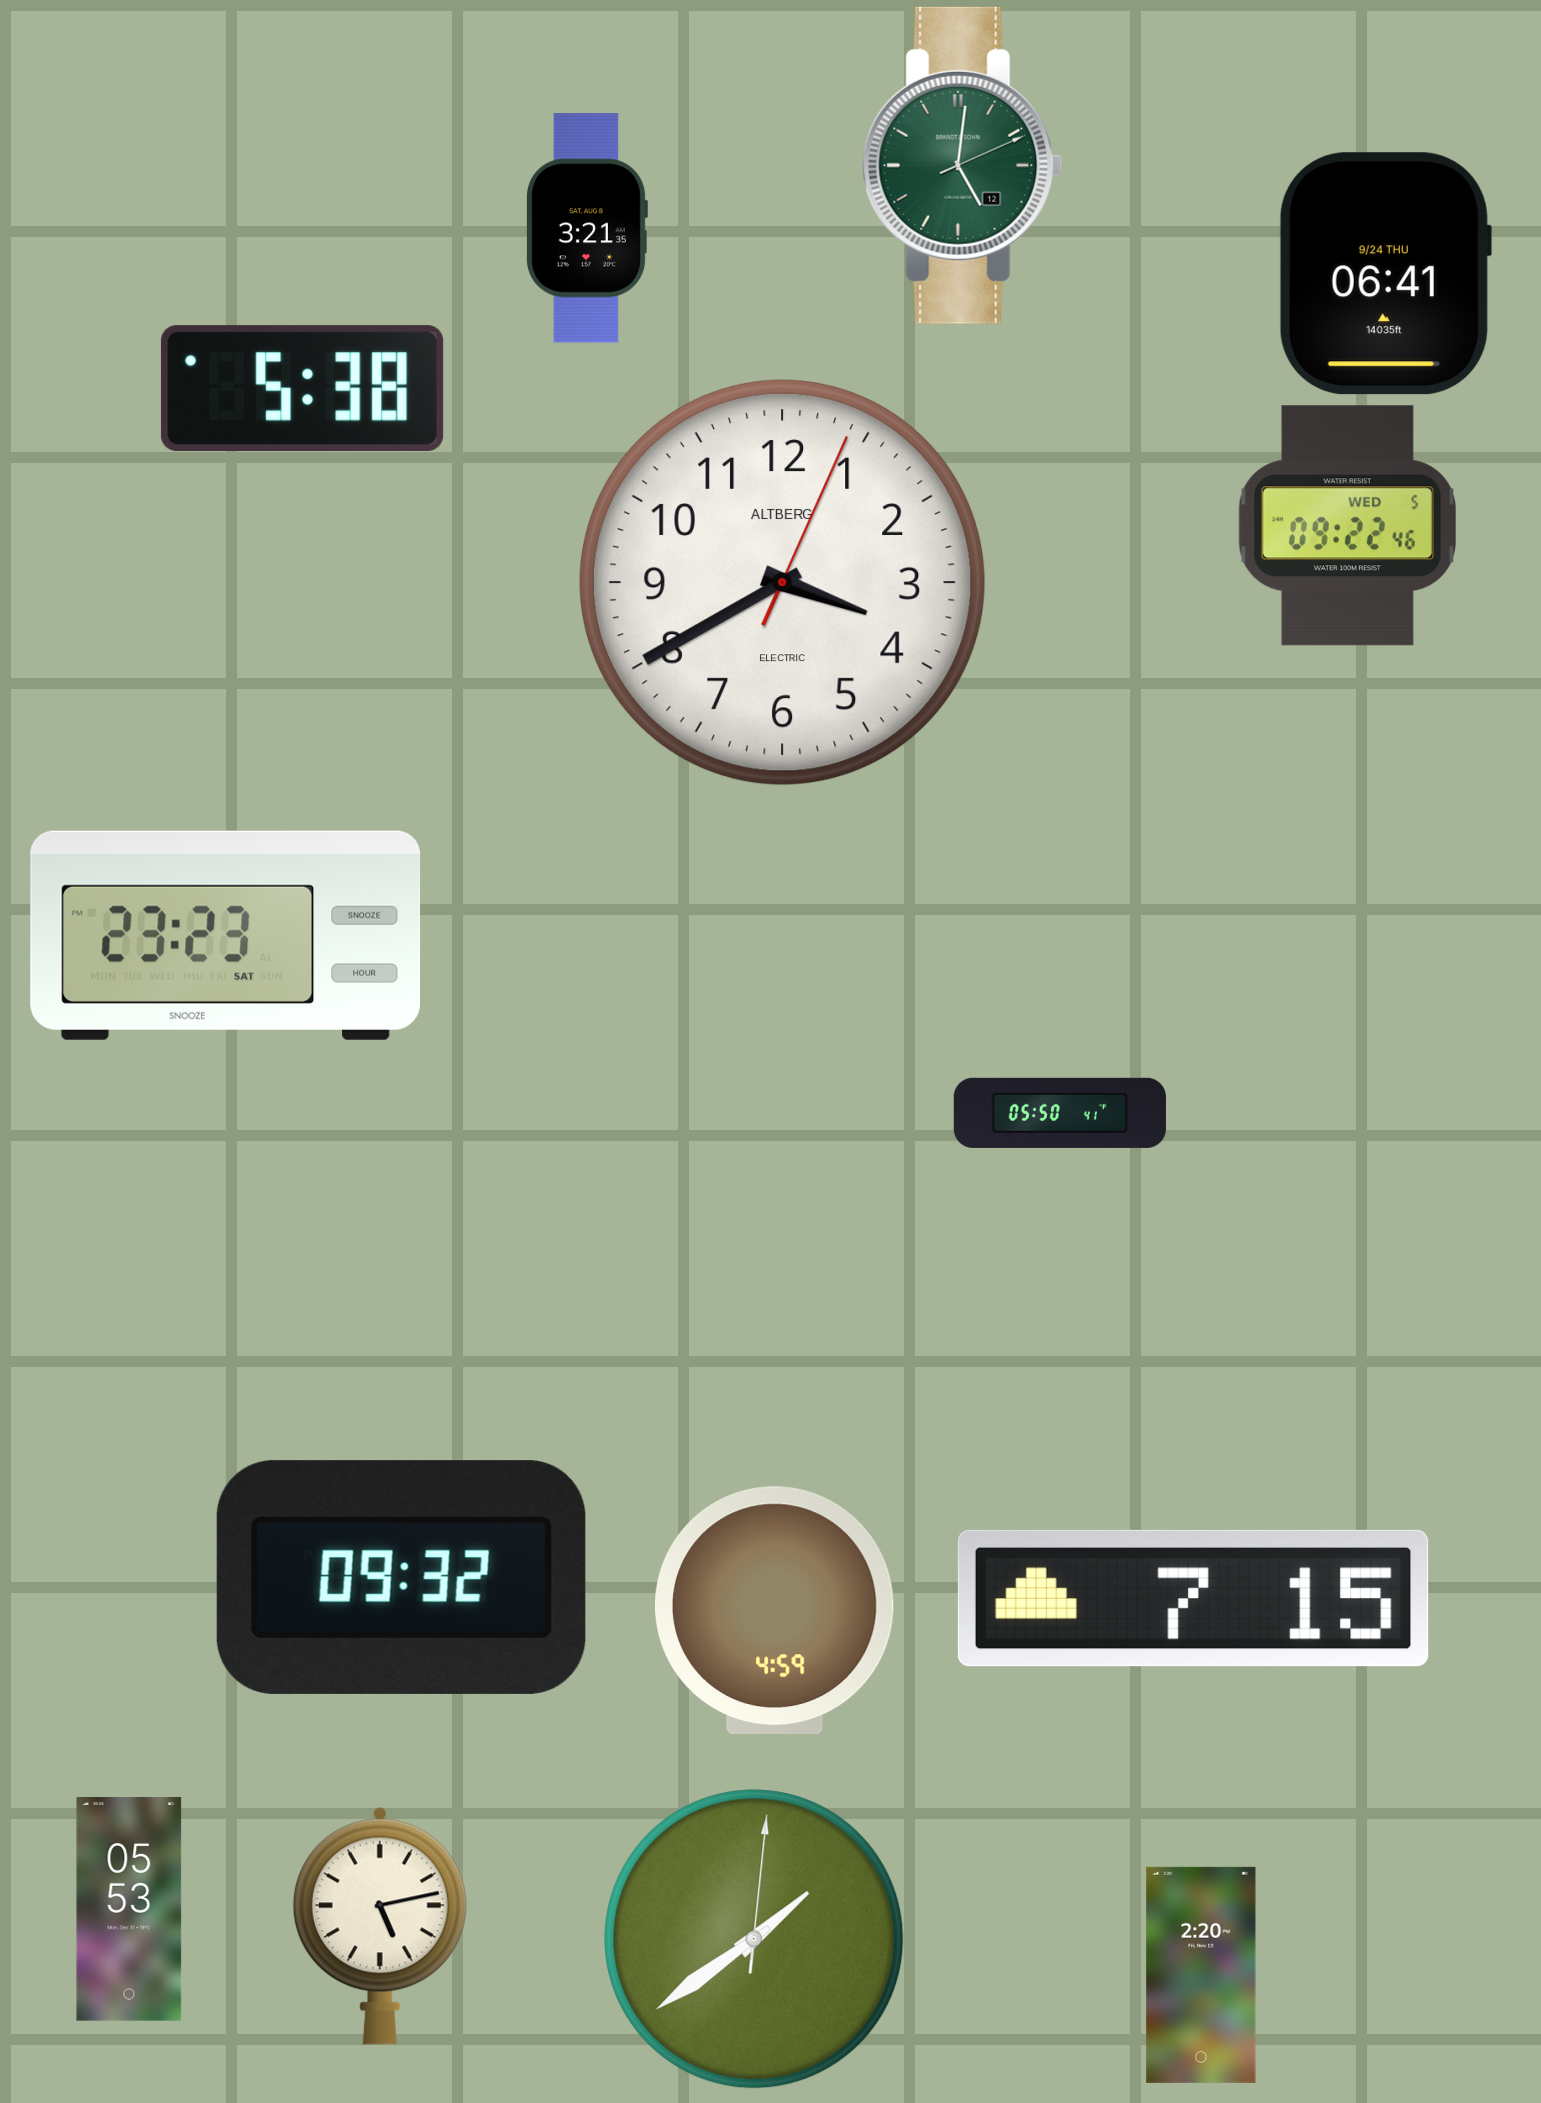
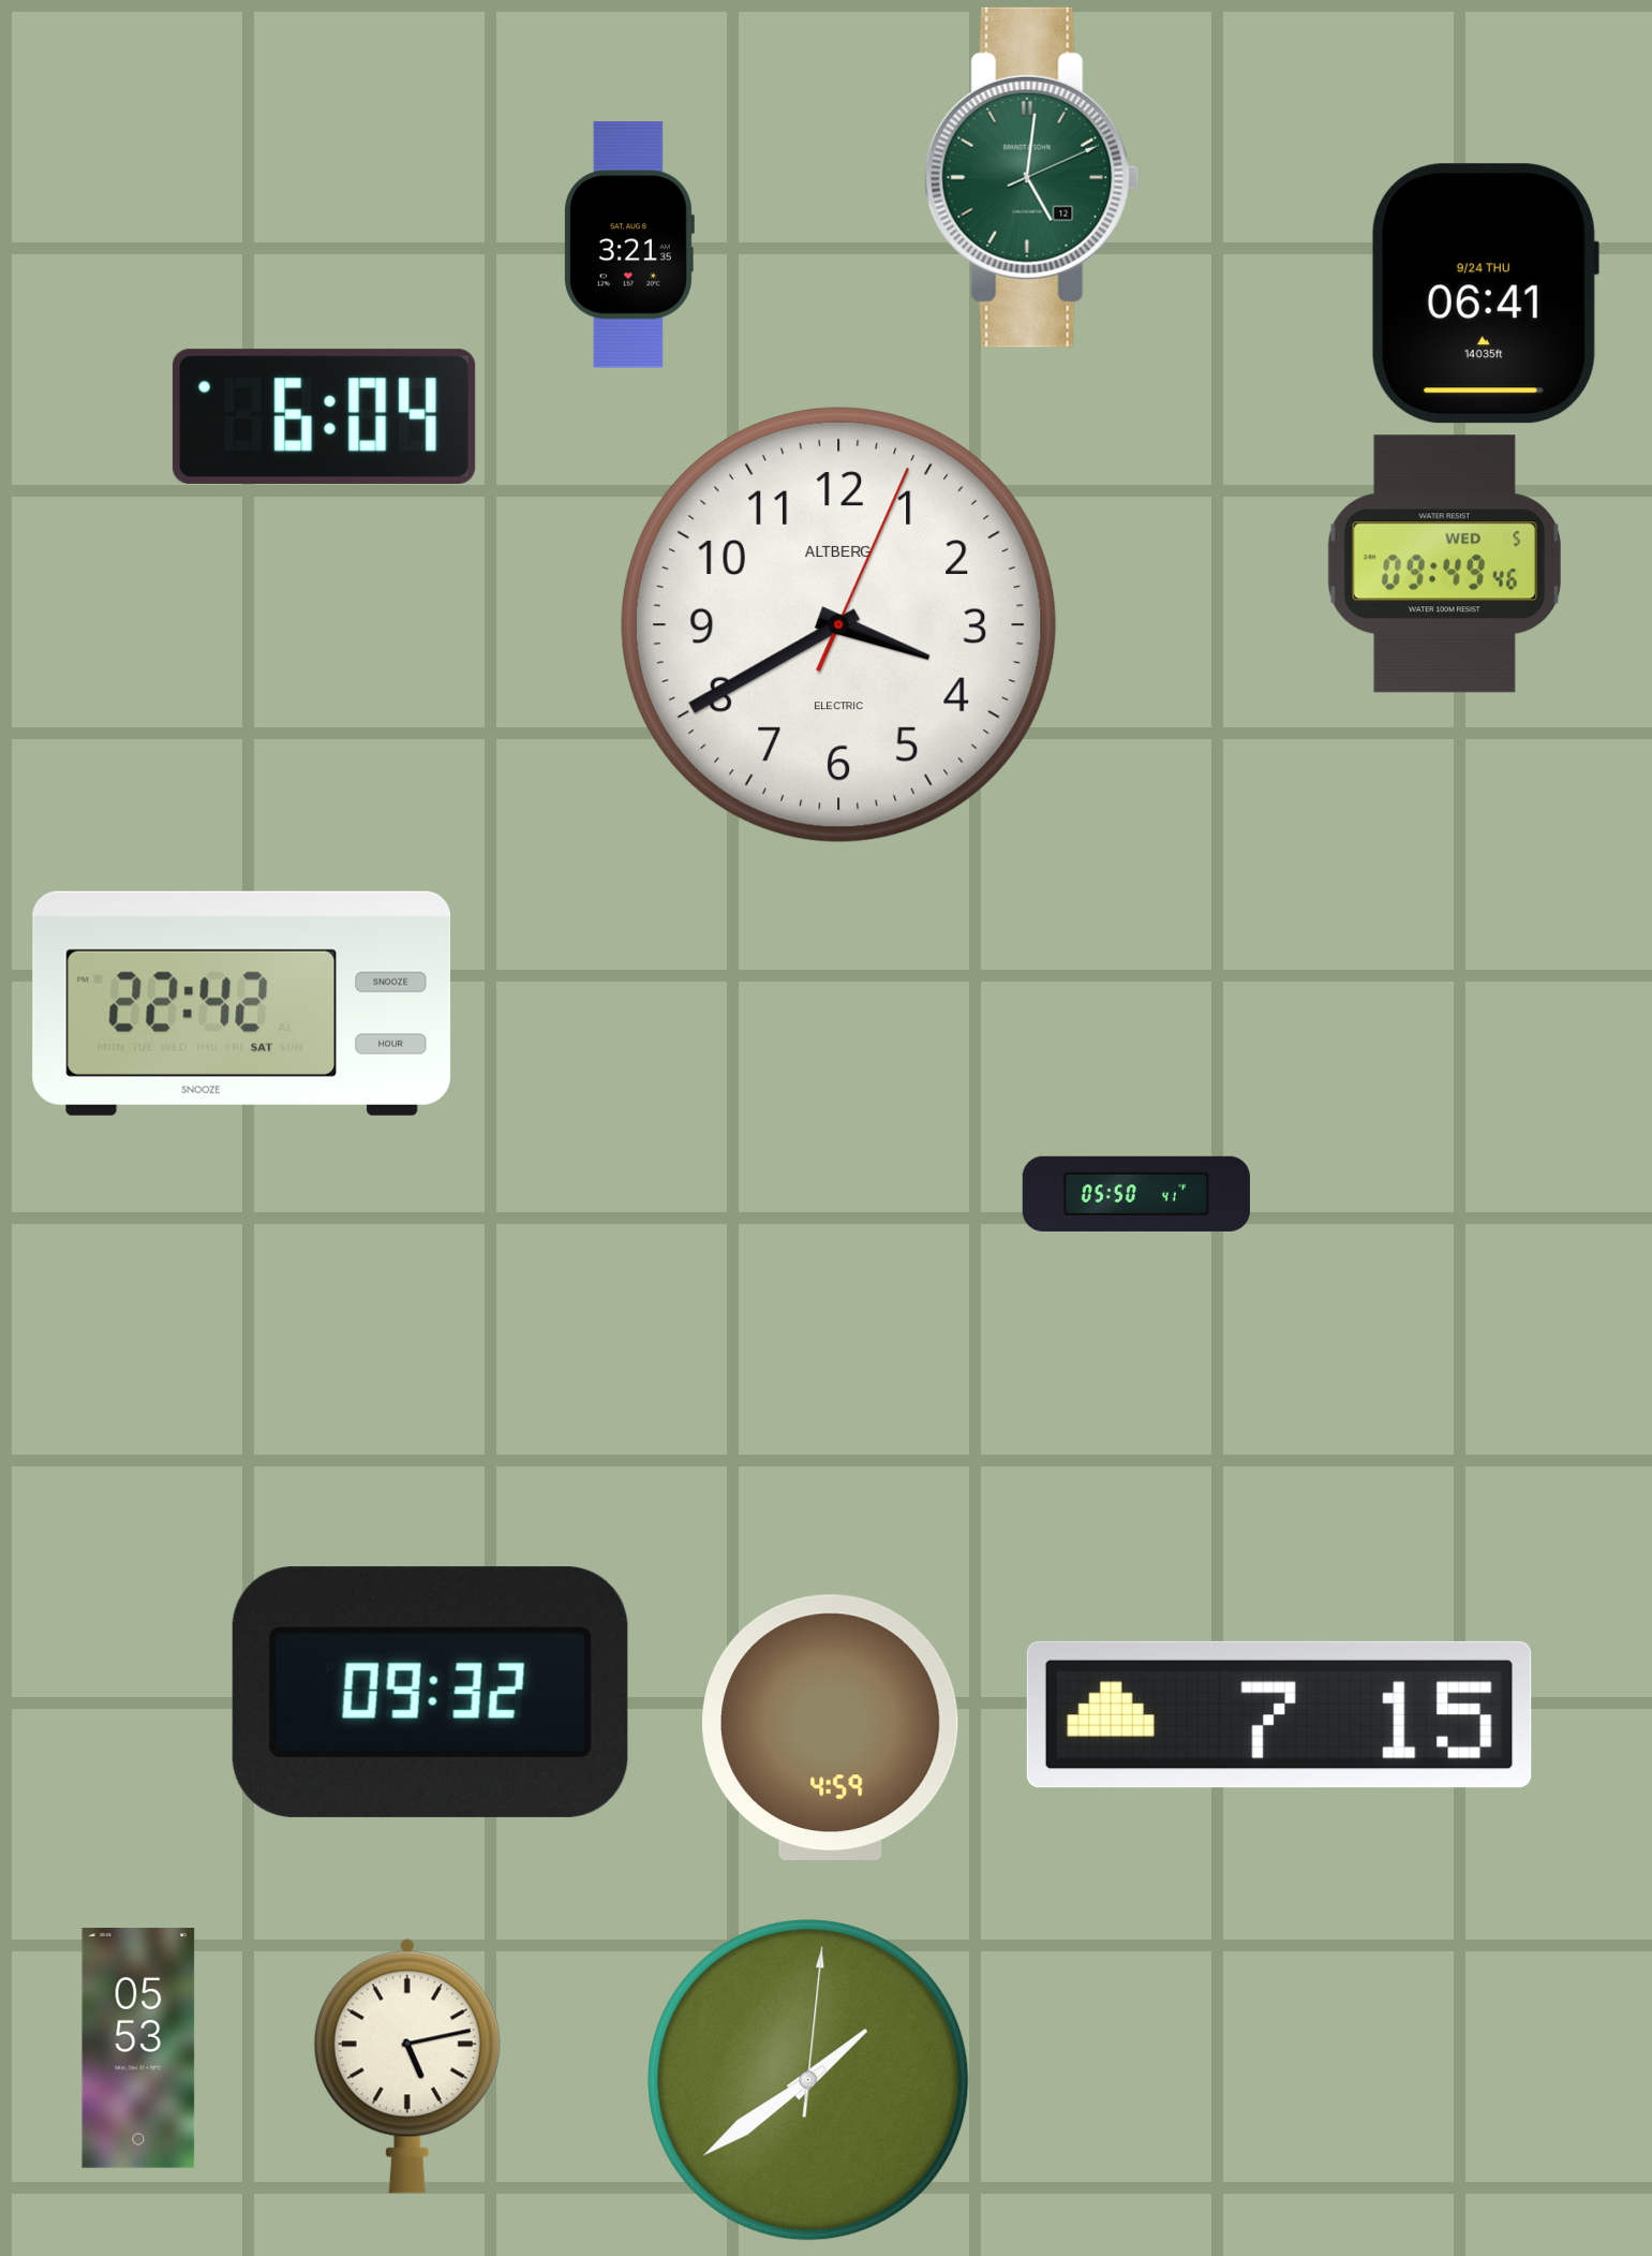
clock at (302, 388): 5:38 -> 6:04
clock at (1347, 526): 09:22 -> 09:49
clock at (226, 935): 23:23 -> 22:42
clock at (1201, 1975): 2:20 -> none
